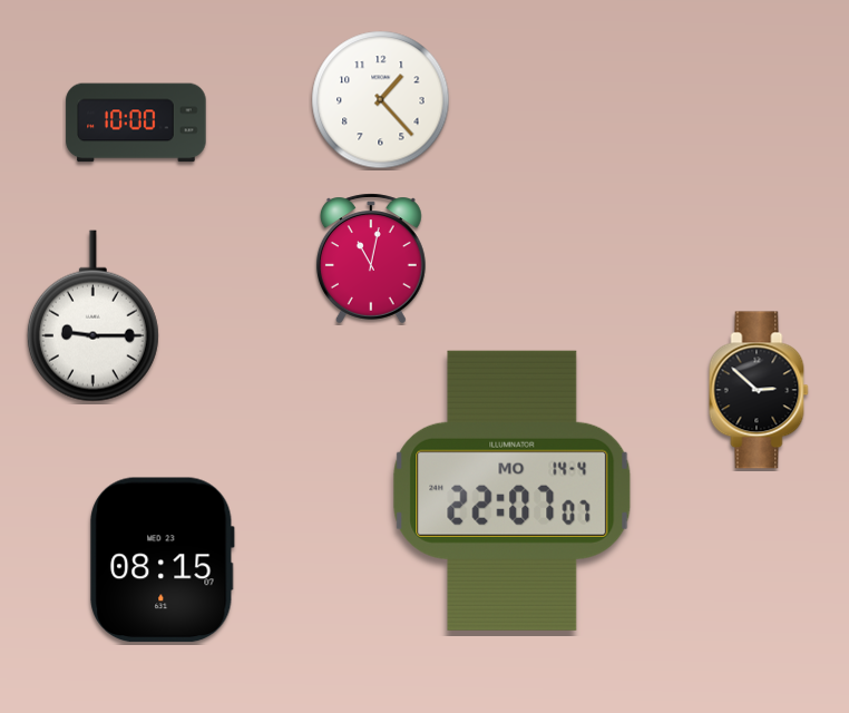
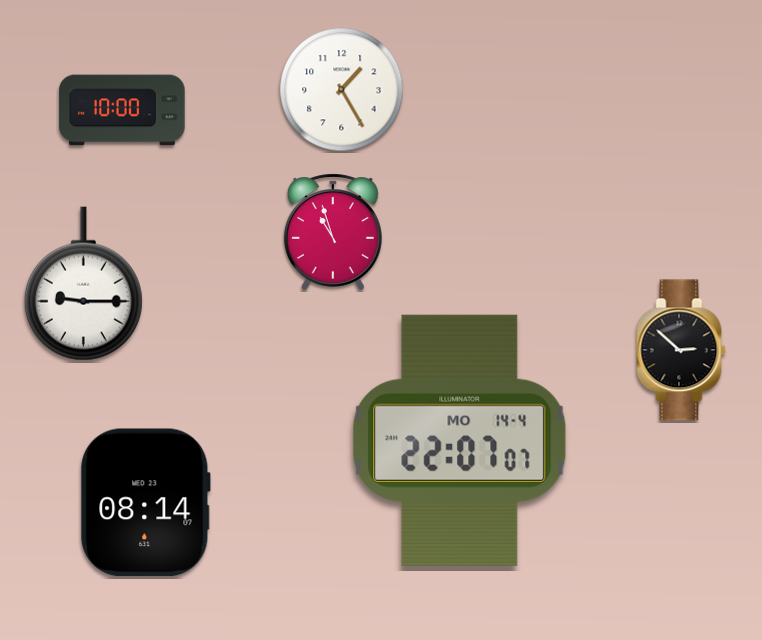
clock at (381, 100): 1:23 -> 1:25
clock at (371, 258): 11:02 -> 10:57
clock at (163, 560): 08:15 -> 08:14
